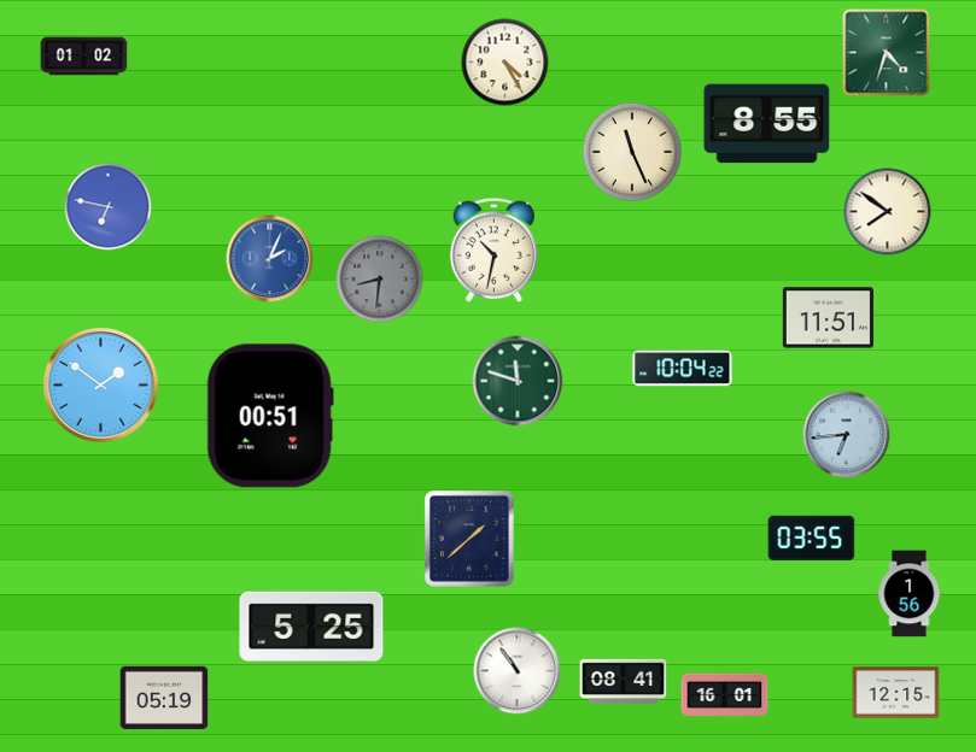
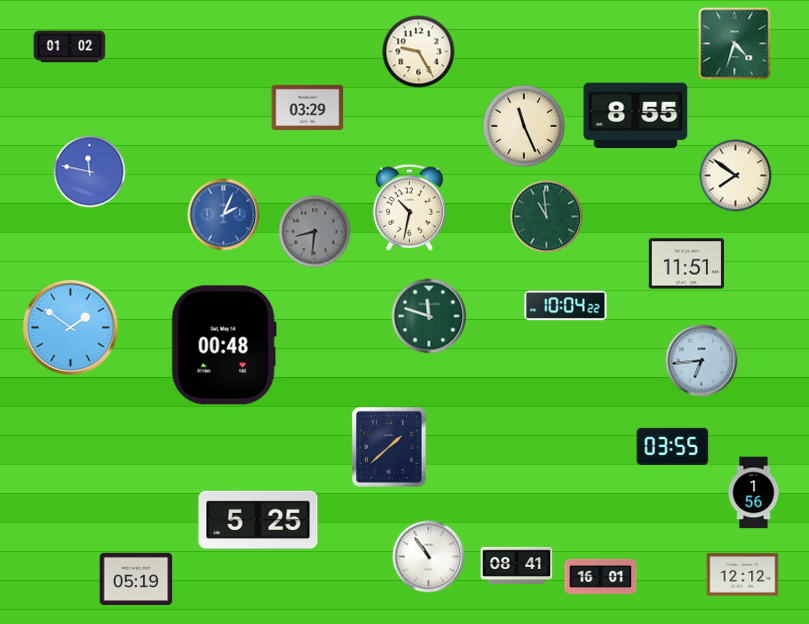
clock at (505, 63): 4:25 -> 9:25
clock at (767, 124) position: (767, 124) -> (636, 116)
clock at (308, 107): none -> 03:29
clock at (109, 207): 6:47 -> 11:47
clock at (547, 217): none -> 10:59
clock at (100, 384) position: (100, 384) -> (70, 327)
clock at (270, 416): 00:51 -> 00:48
clock at (896, 693): 12:15 -> 12:12
